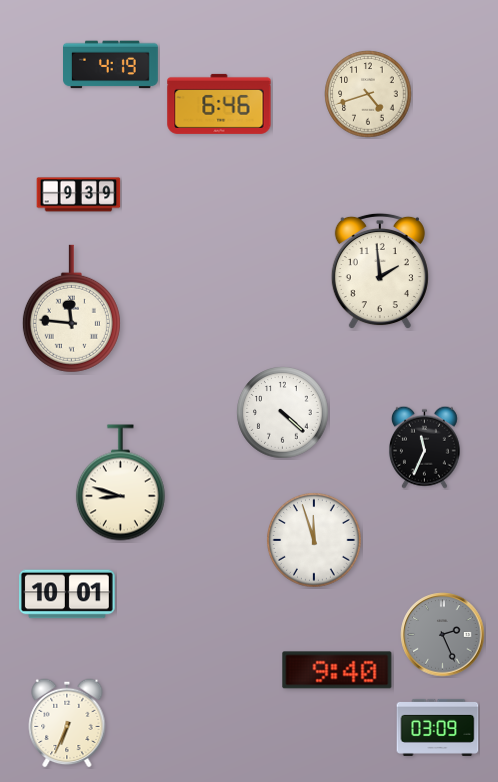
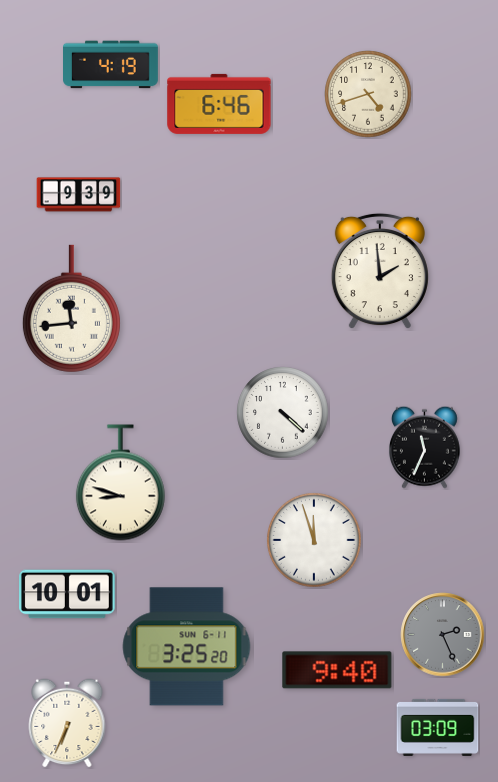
clock at (71, 309): 11:46 -> 11:44
clock at (187, 647): none -> 3:25
